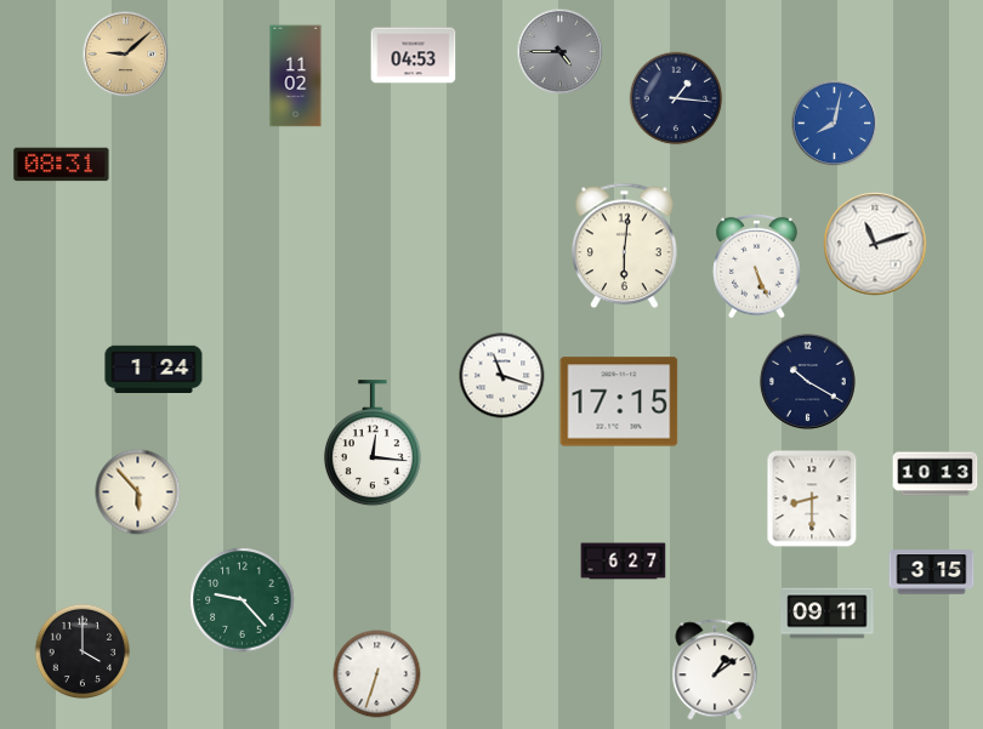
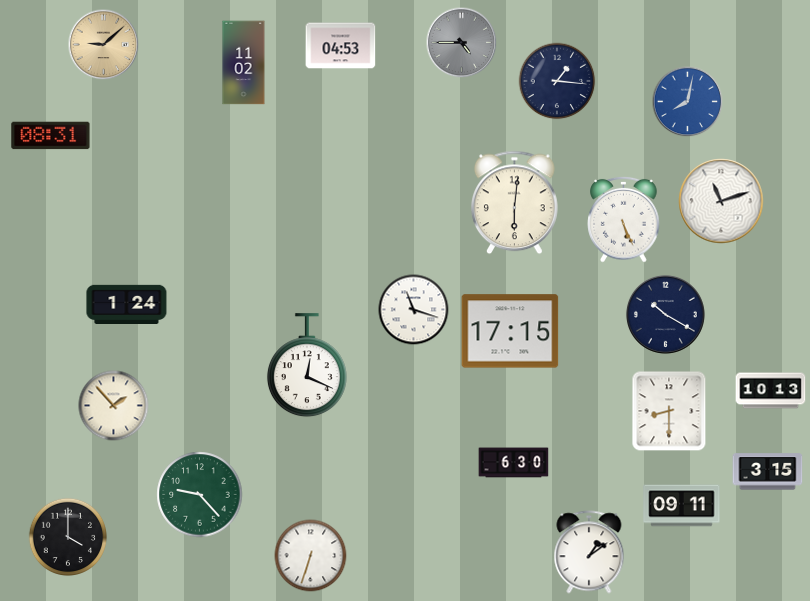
clock at (373, 444): 12:16 -> 12:19
clock at (138, 492): 5:53 -> 1:53
clock at (624, 562): 6:27 -> 6:30
